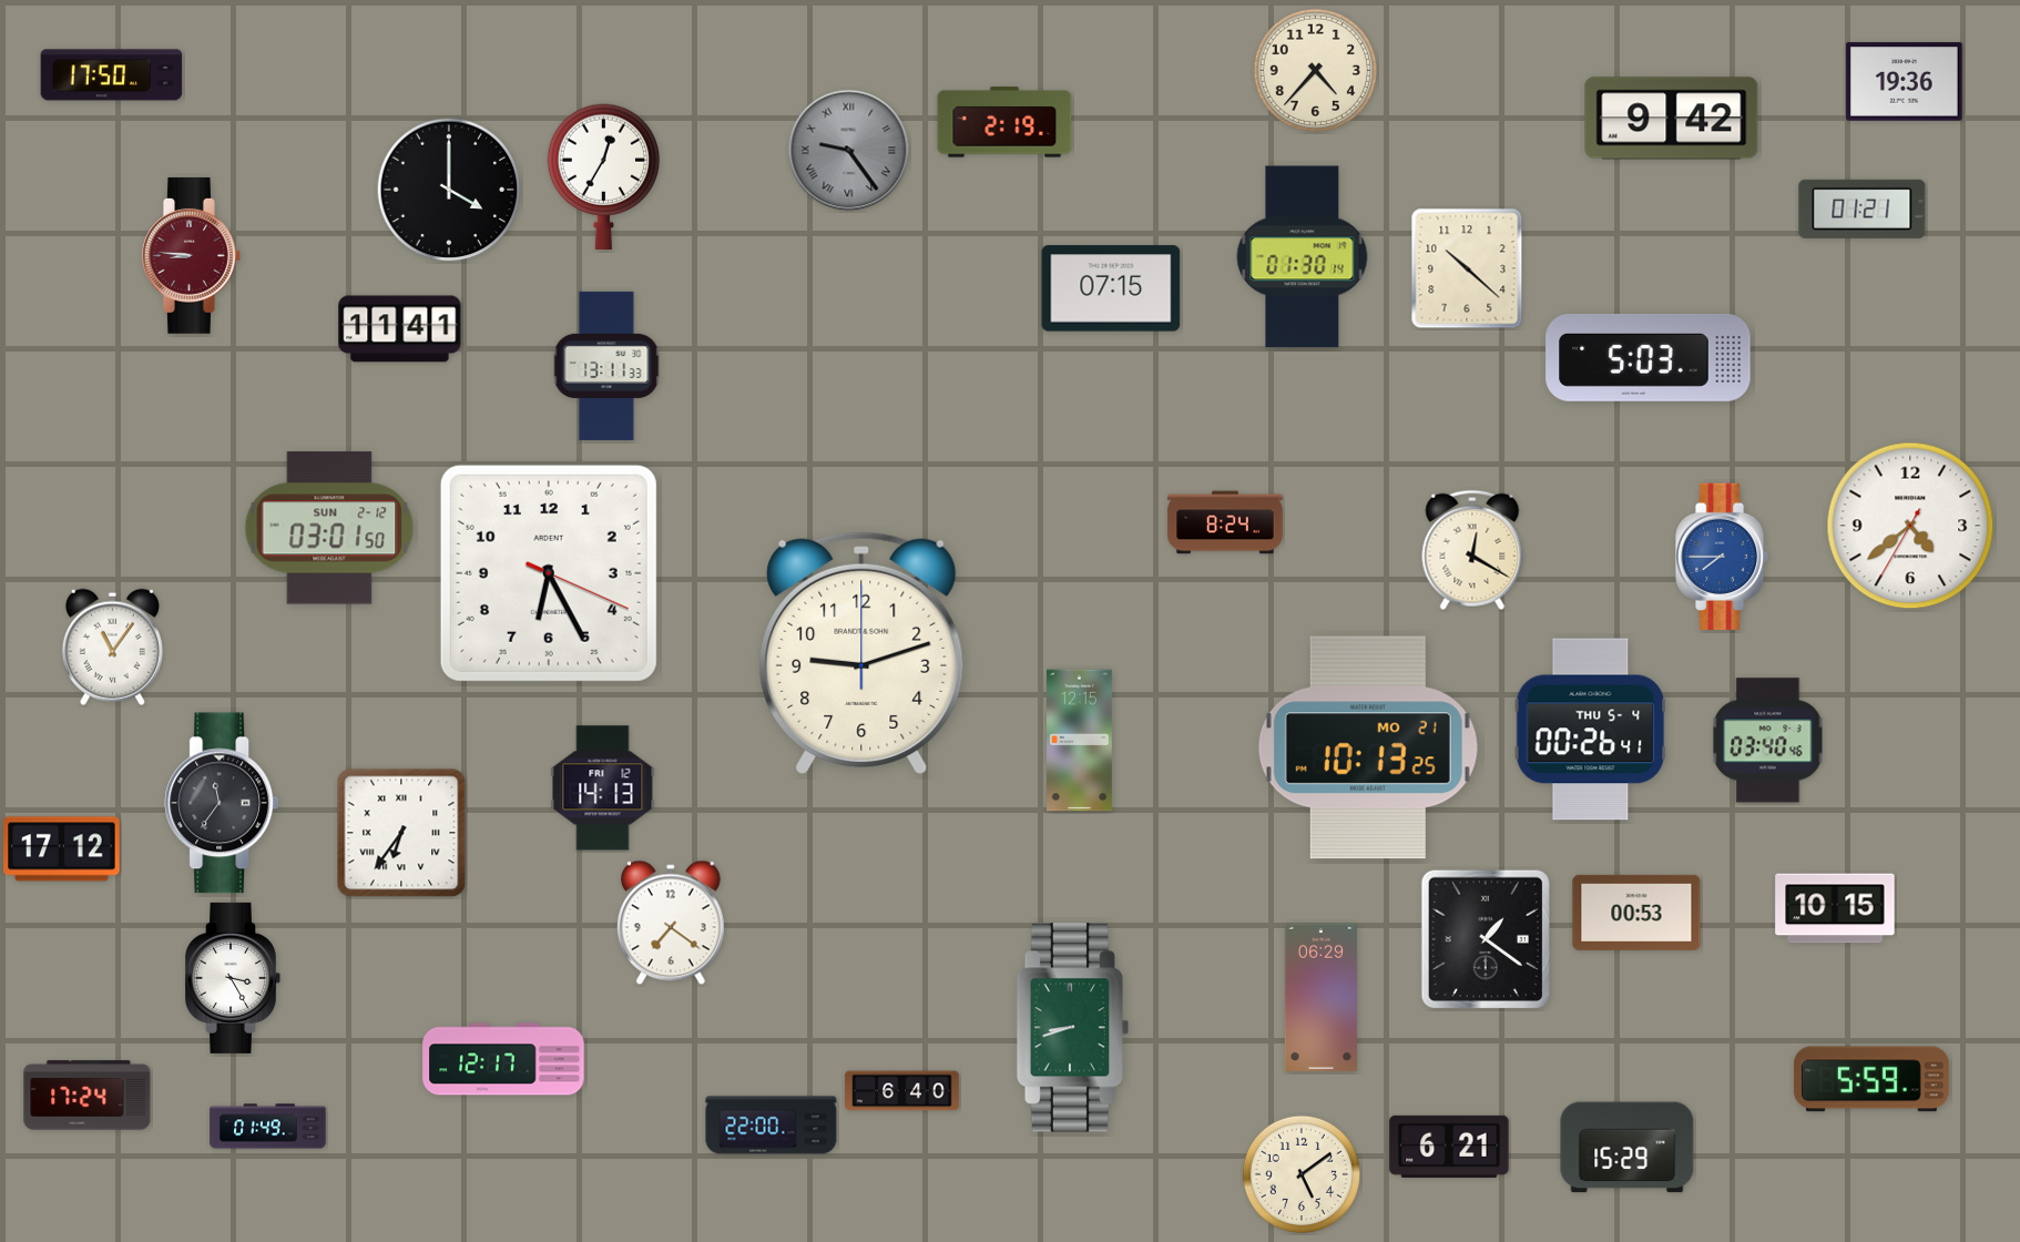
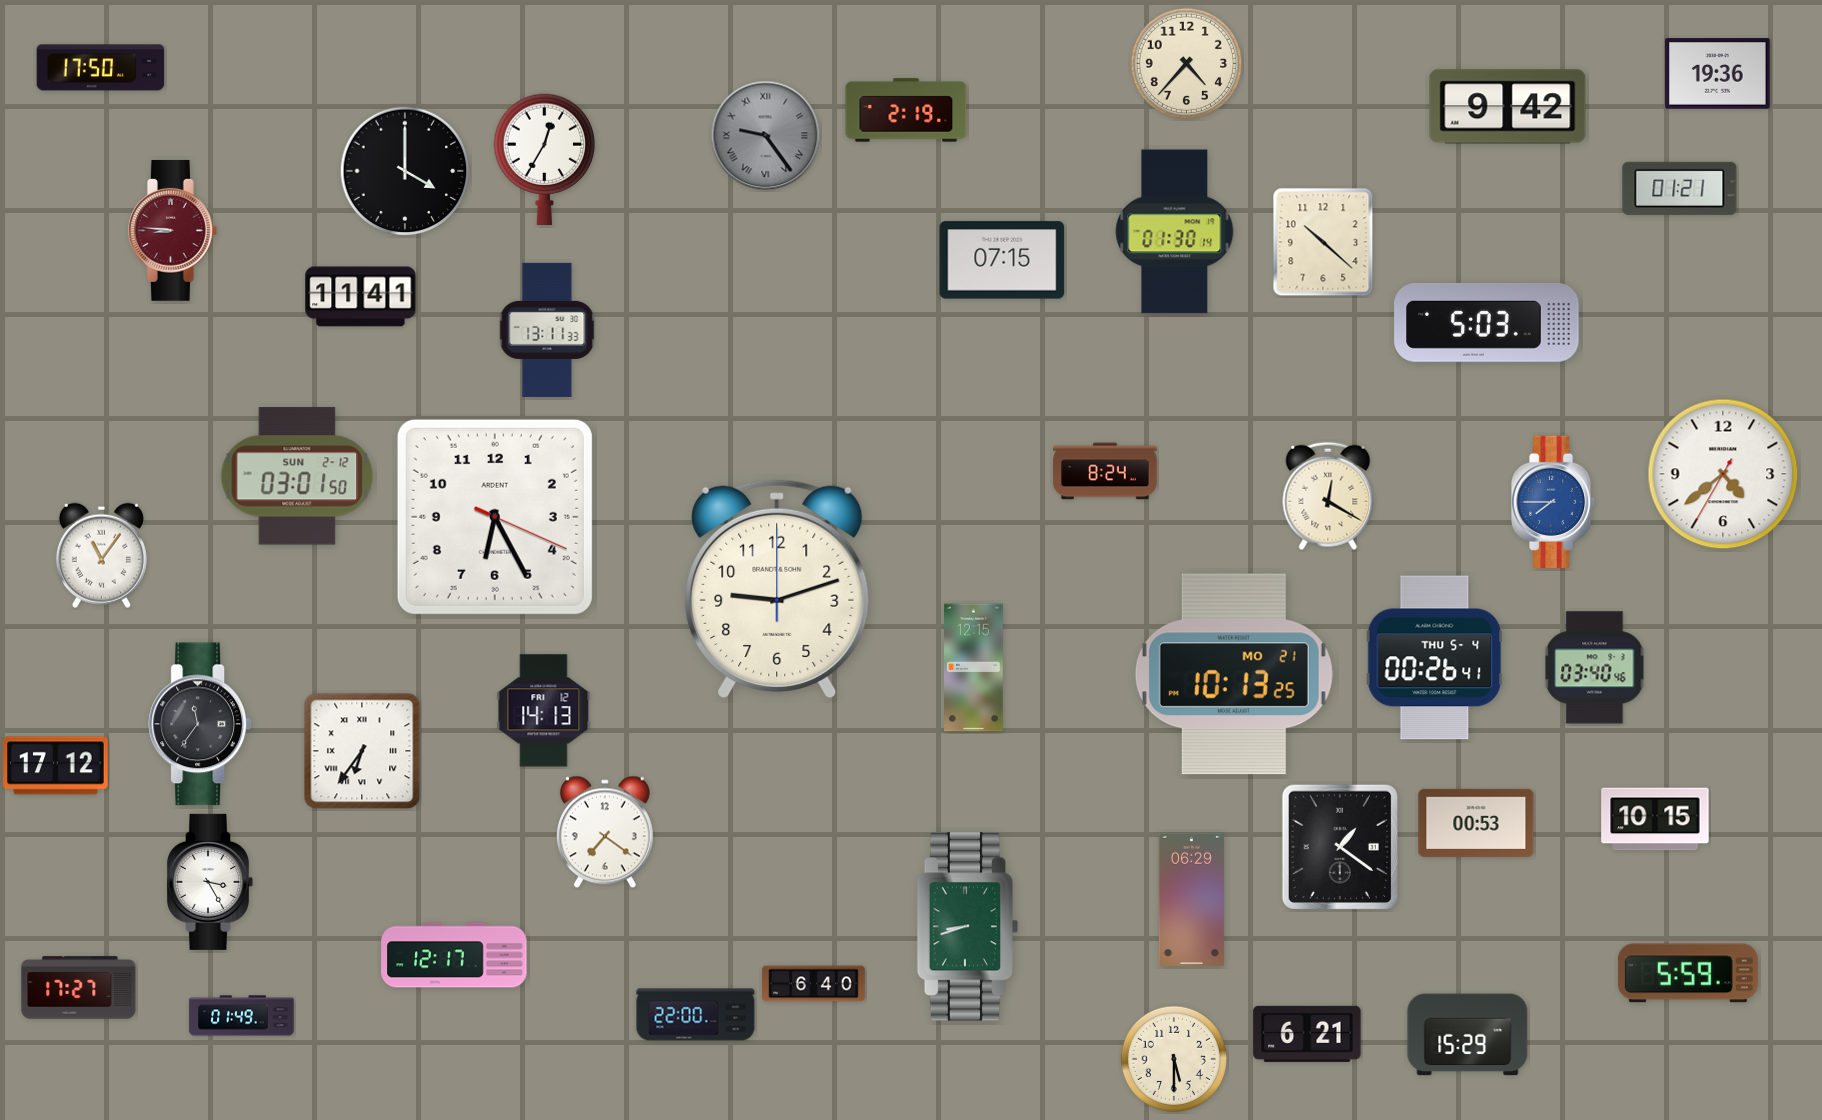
clock at (112, 647) position: (112, 647) -> (101, 555)
clock at (88, 1096): 17:24 -> 17:27
clock at (1302, 1174): 5:09 -> 5:30
